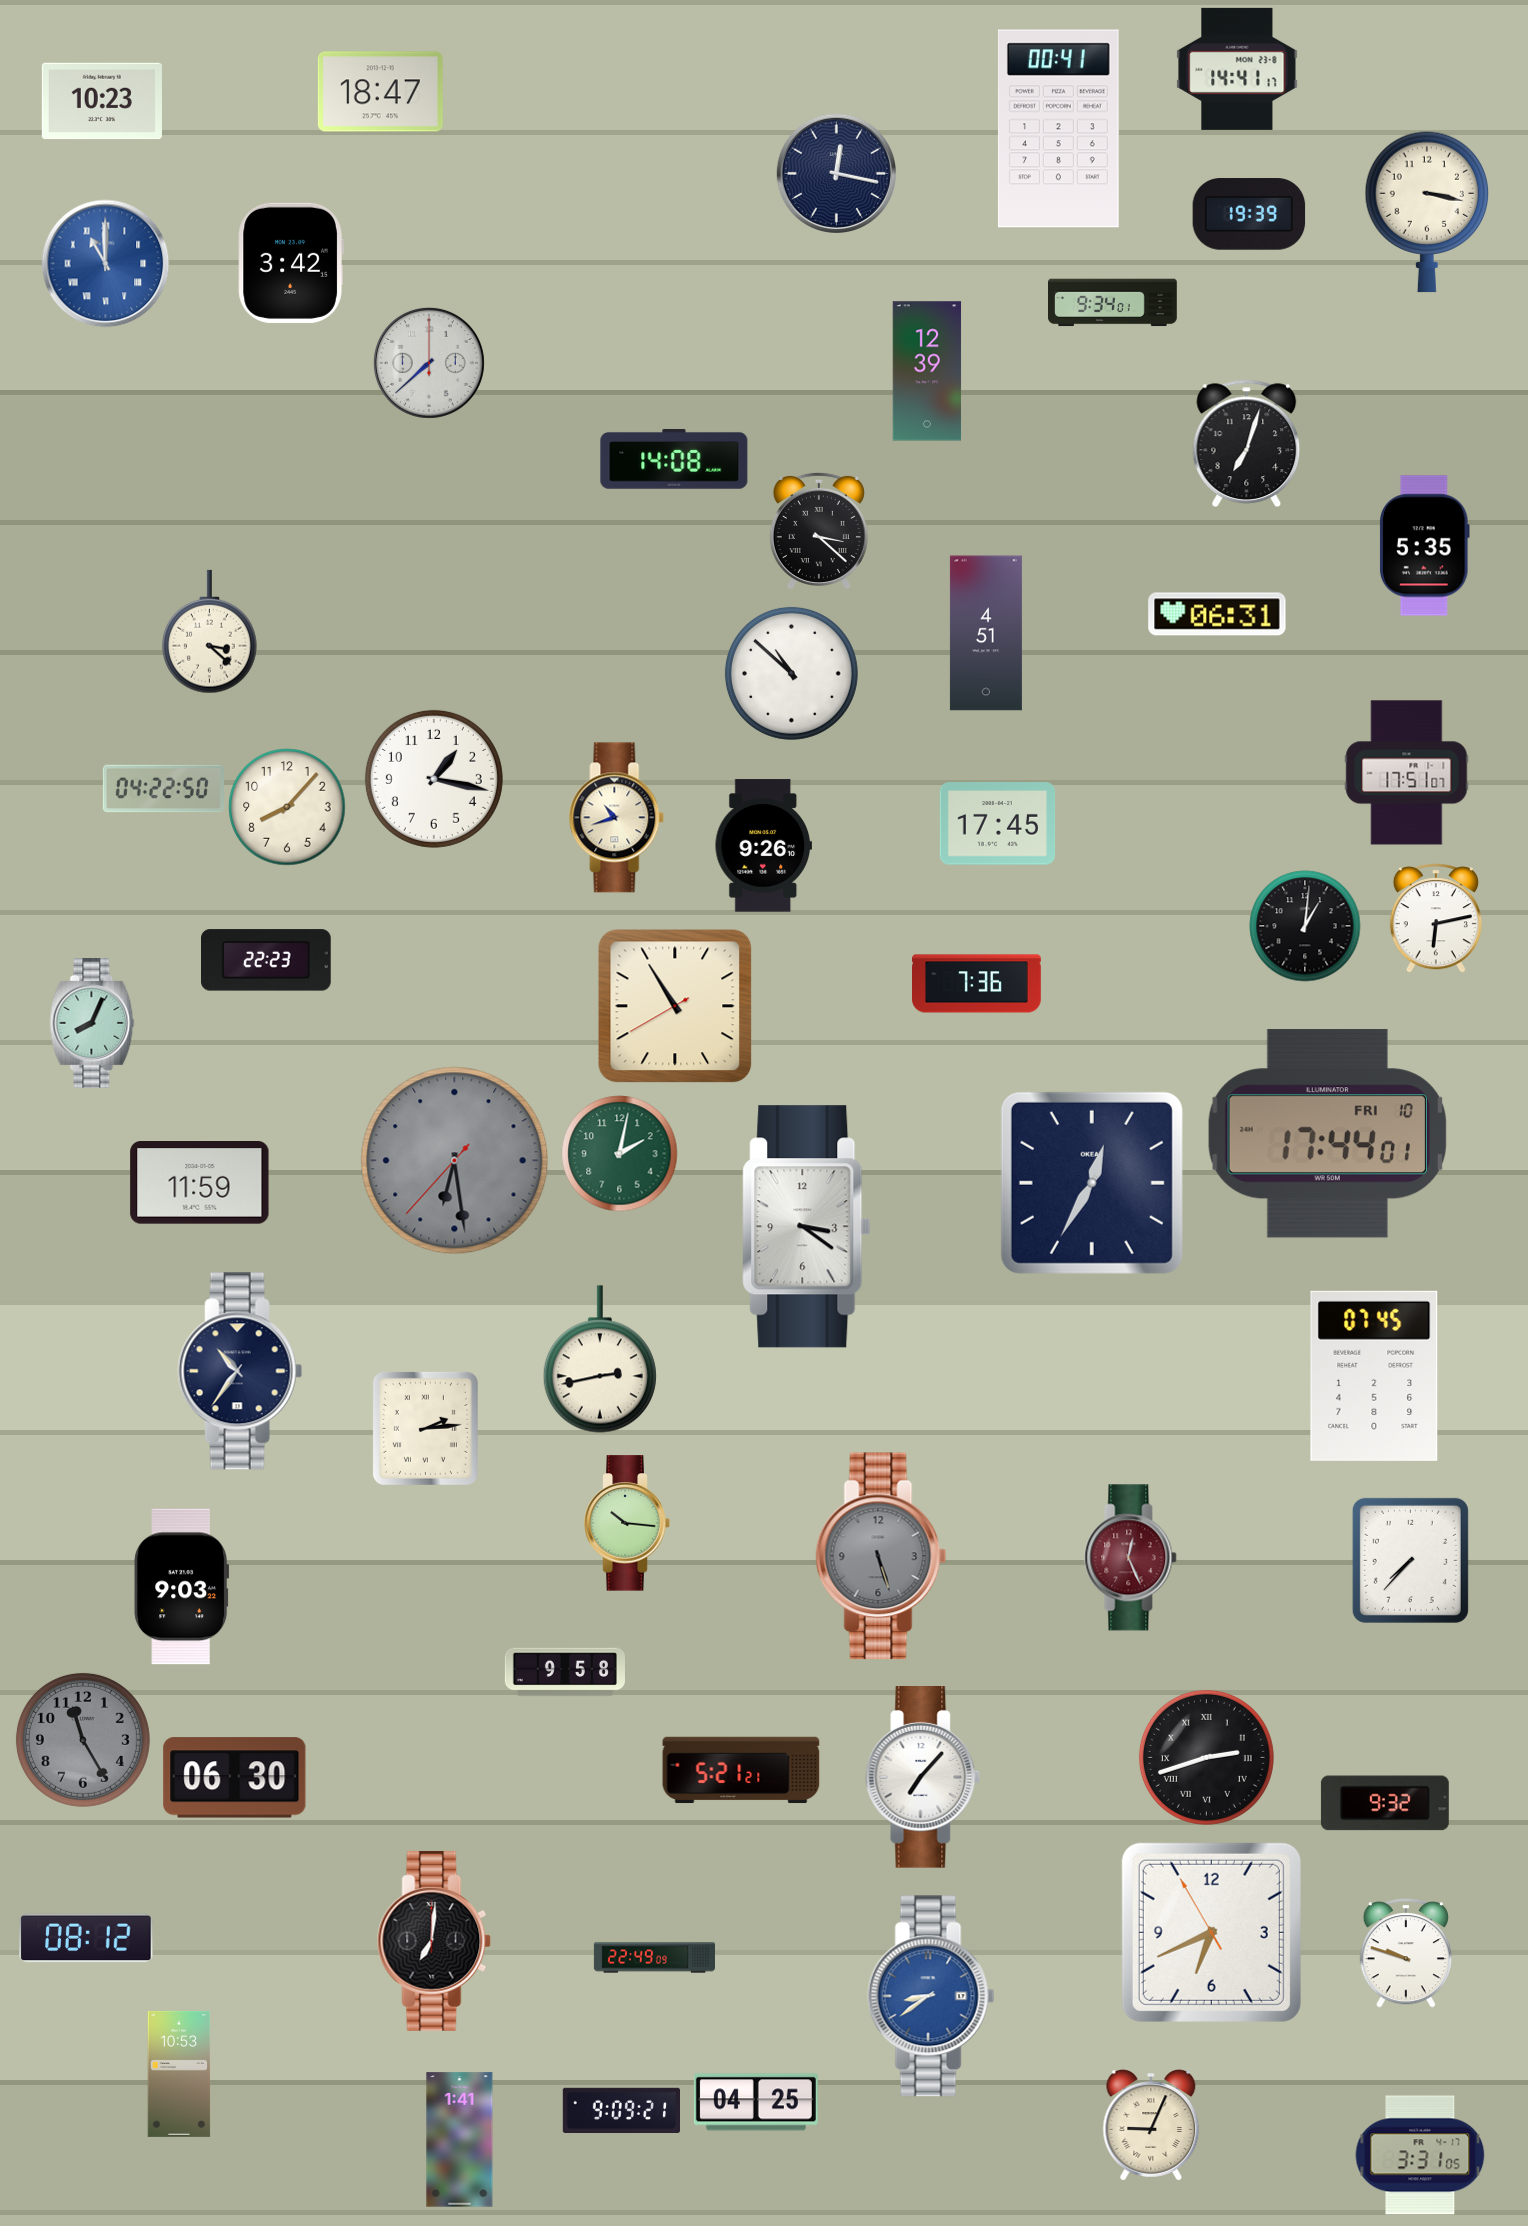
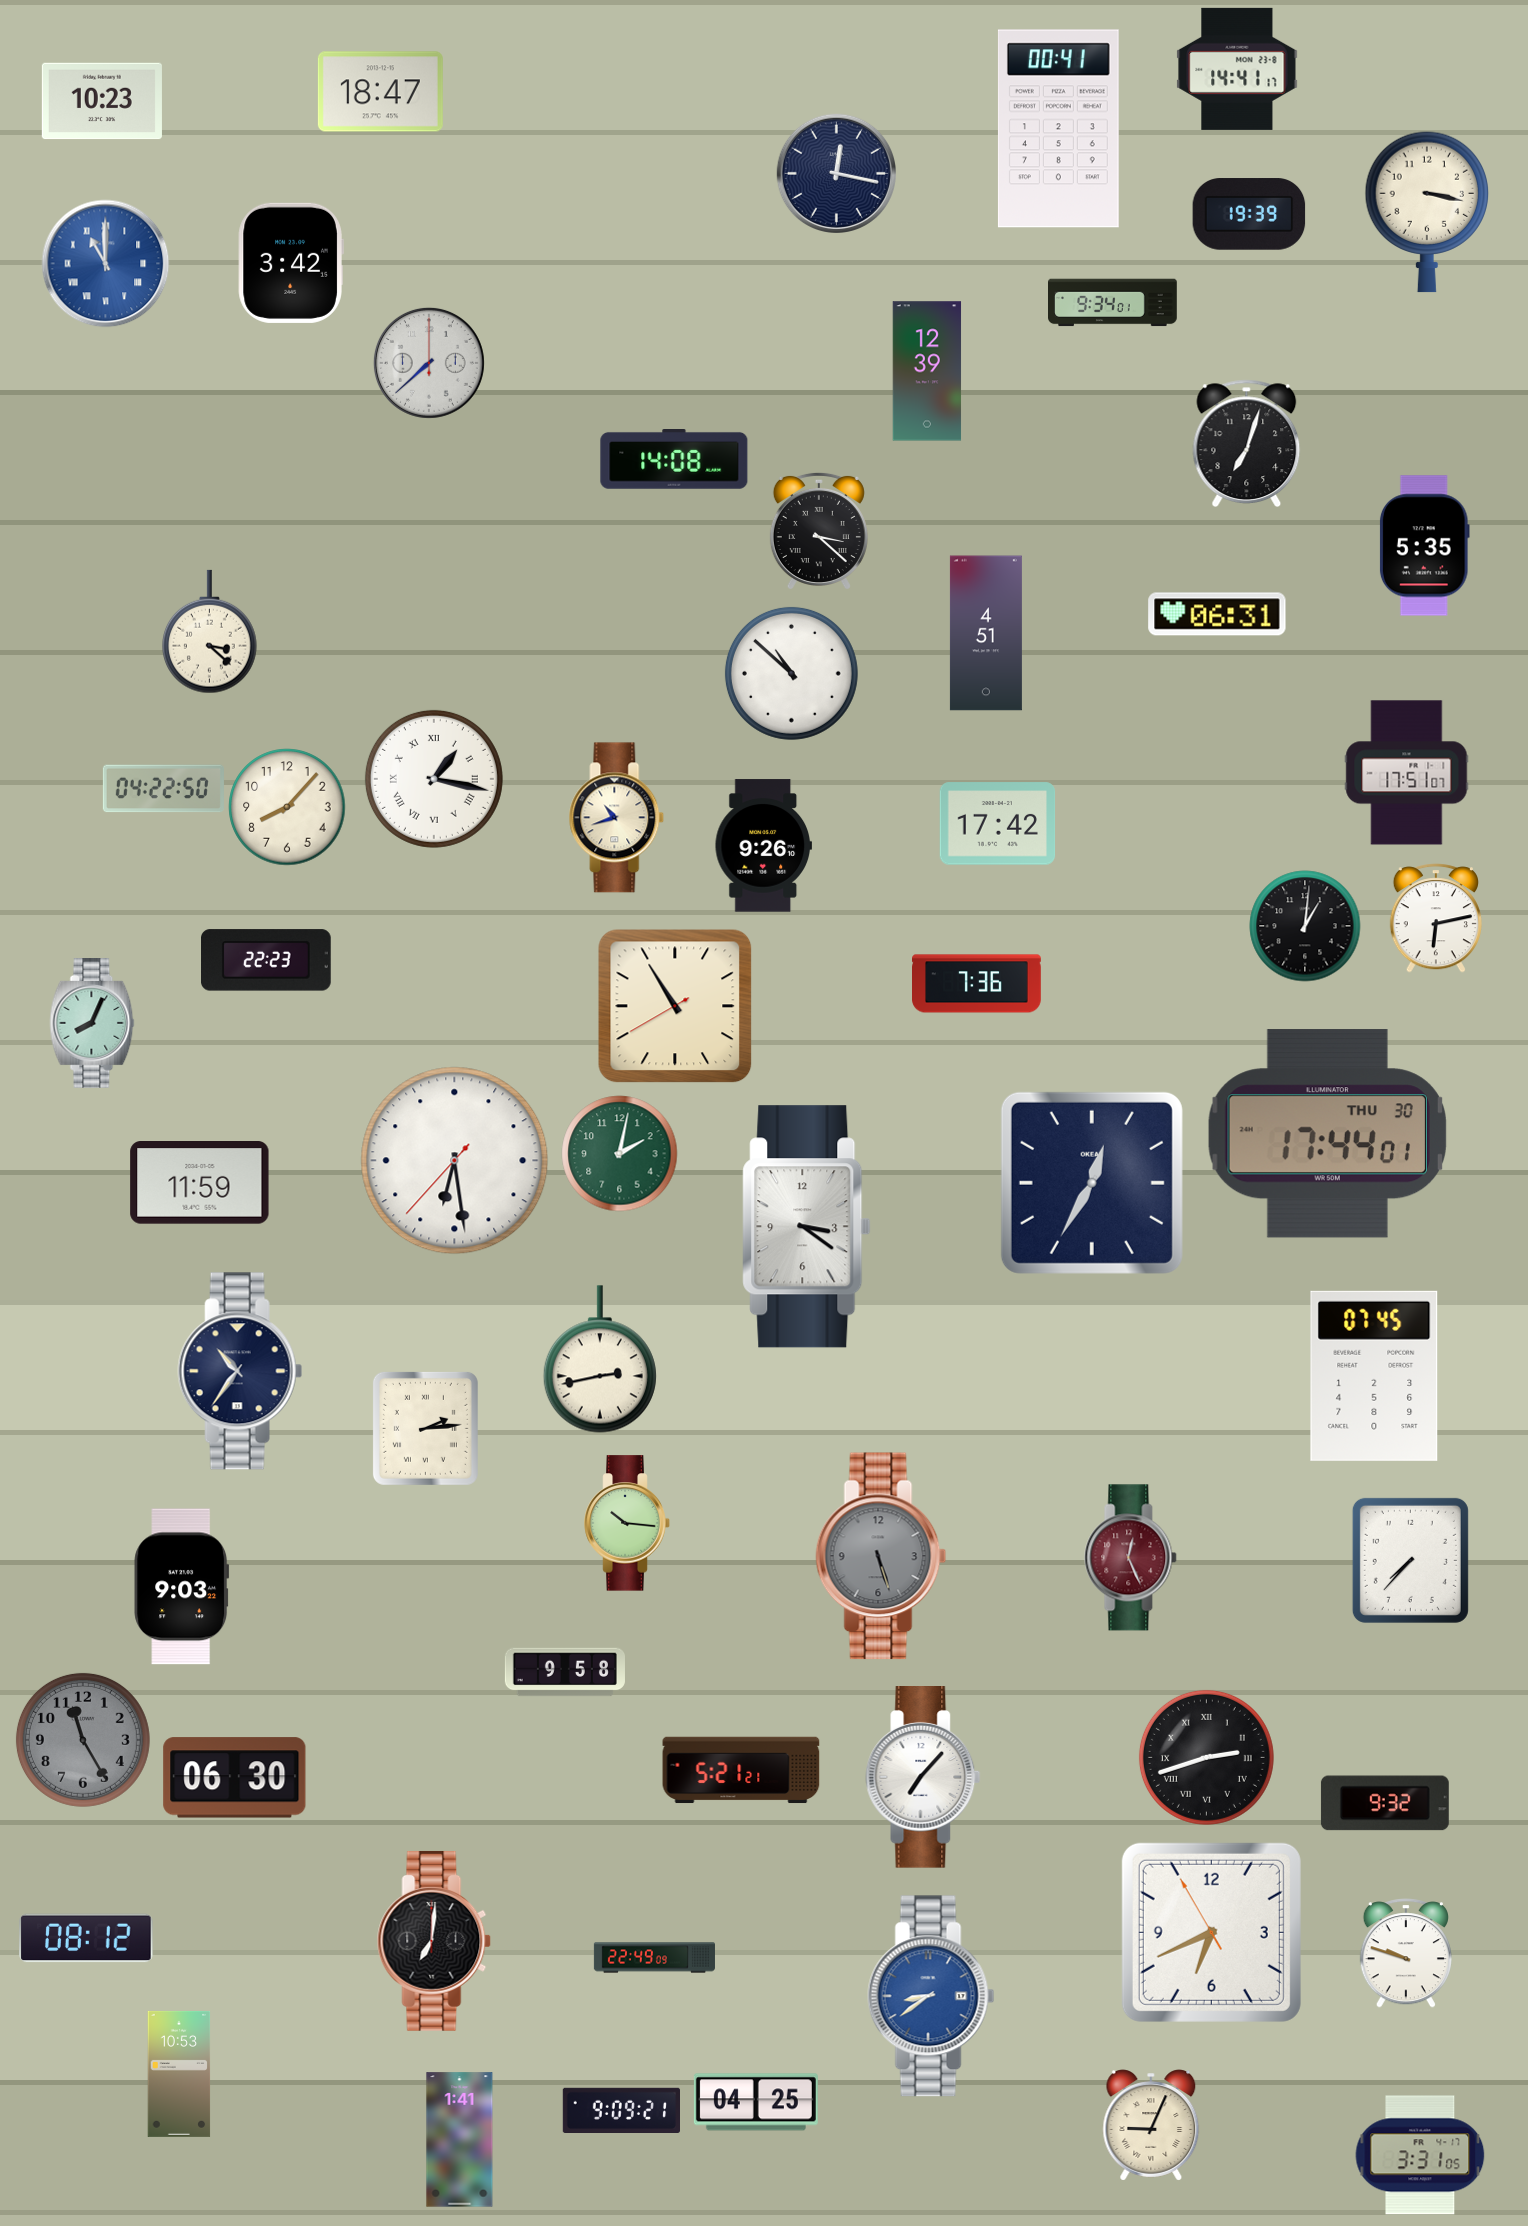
clock at (434, 779) numerals: Arabic -> Roman
clock at (998, 824): 17:45 -> 17:42
clock at (1327, 1134) date: FRI 10 -> THU 30
clock at (455, 1161) dial: grey -> white
